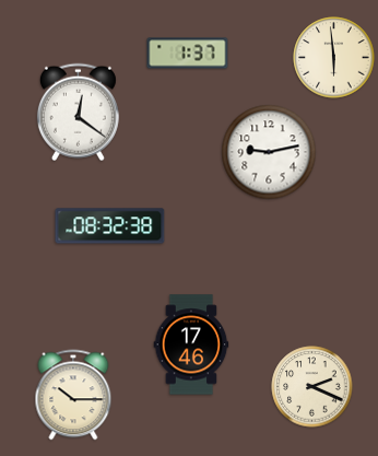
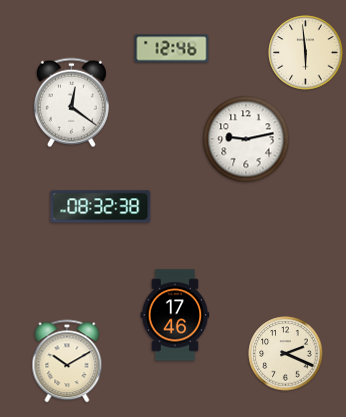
clock at (188, 54): 1:37 -> 12:46
clock at (73, 395): 10:15 -> 10:10
